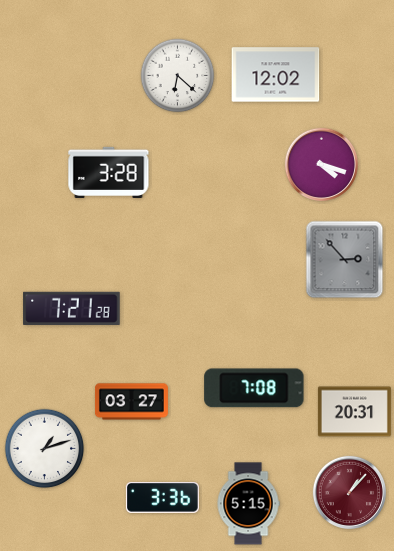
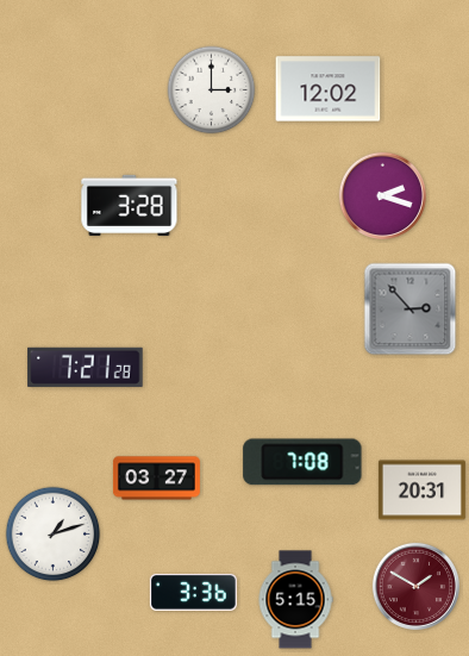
clock at (178, 76): 6:22 -> 3:00
clock at (321, 164): 4:18 -> 2:18
clock at (349, 492): 1:07 -> 1:50
